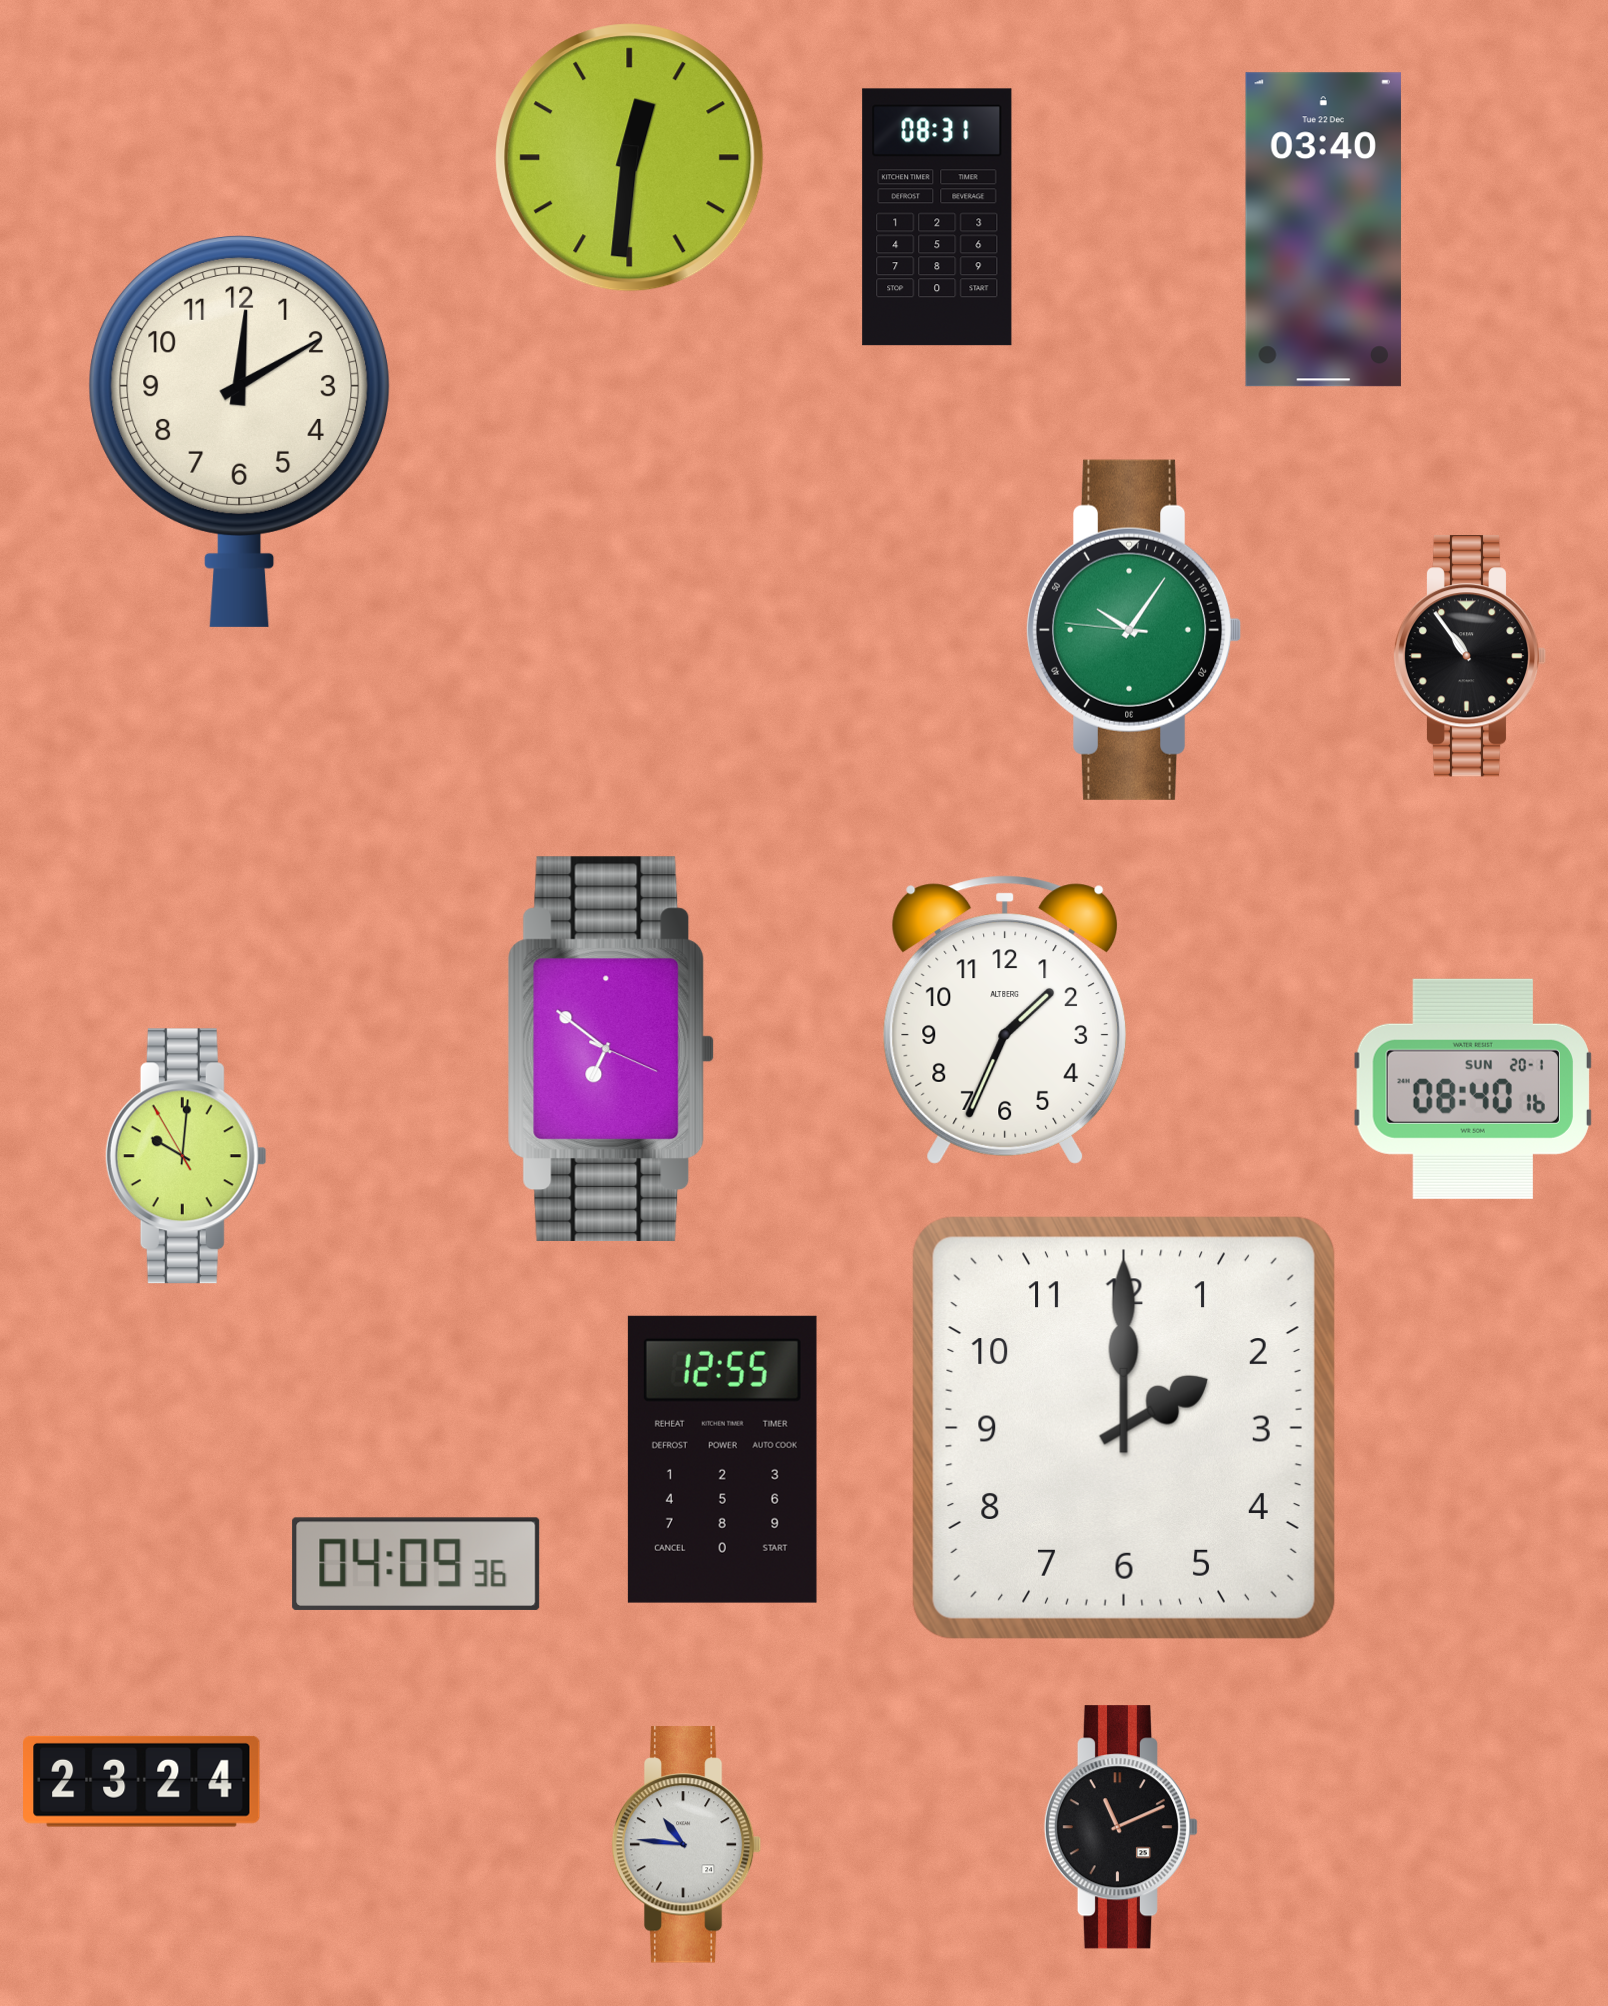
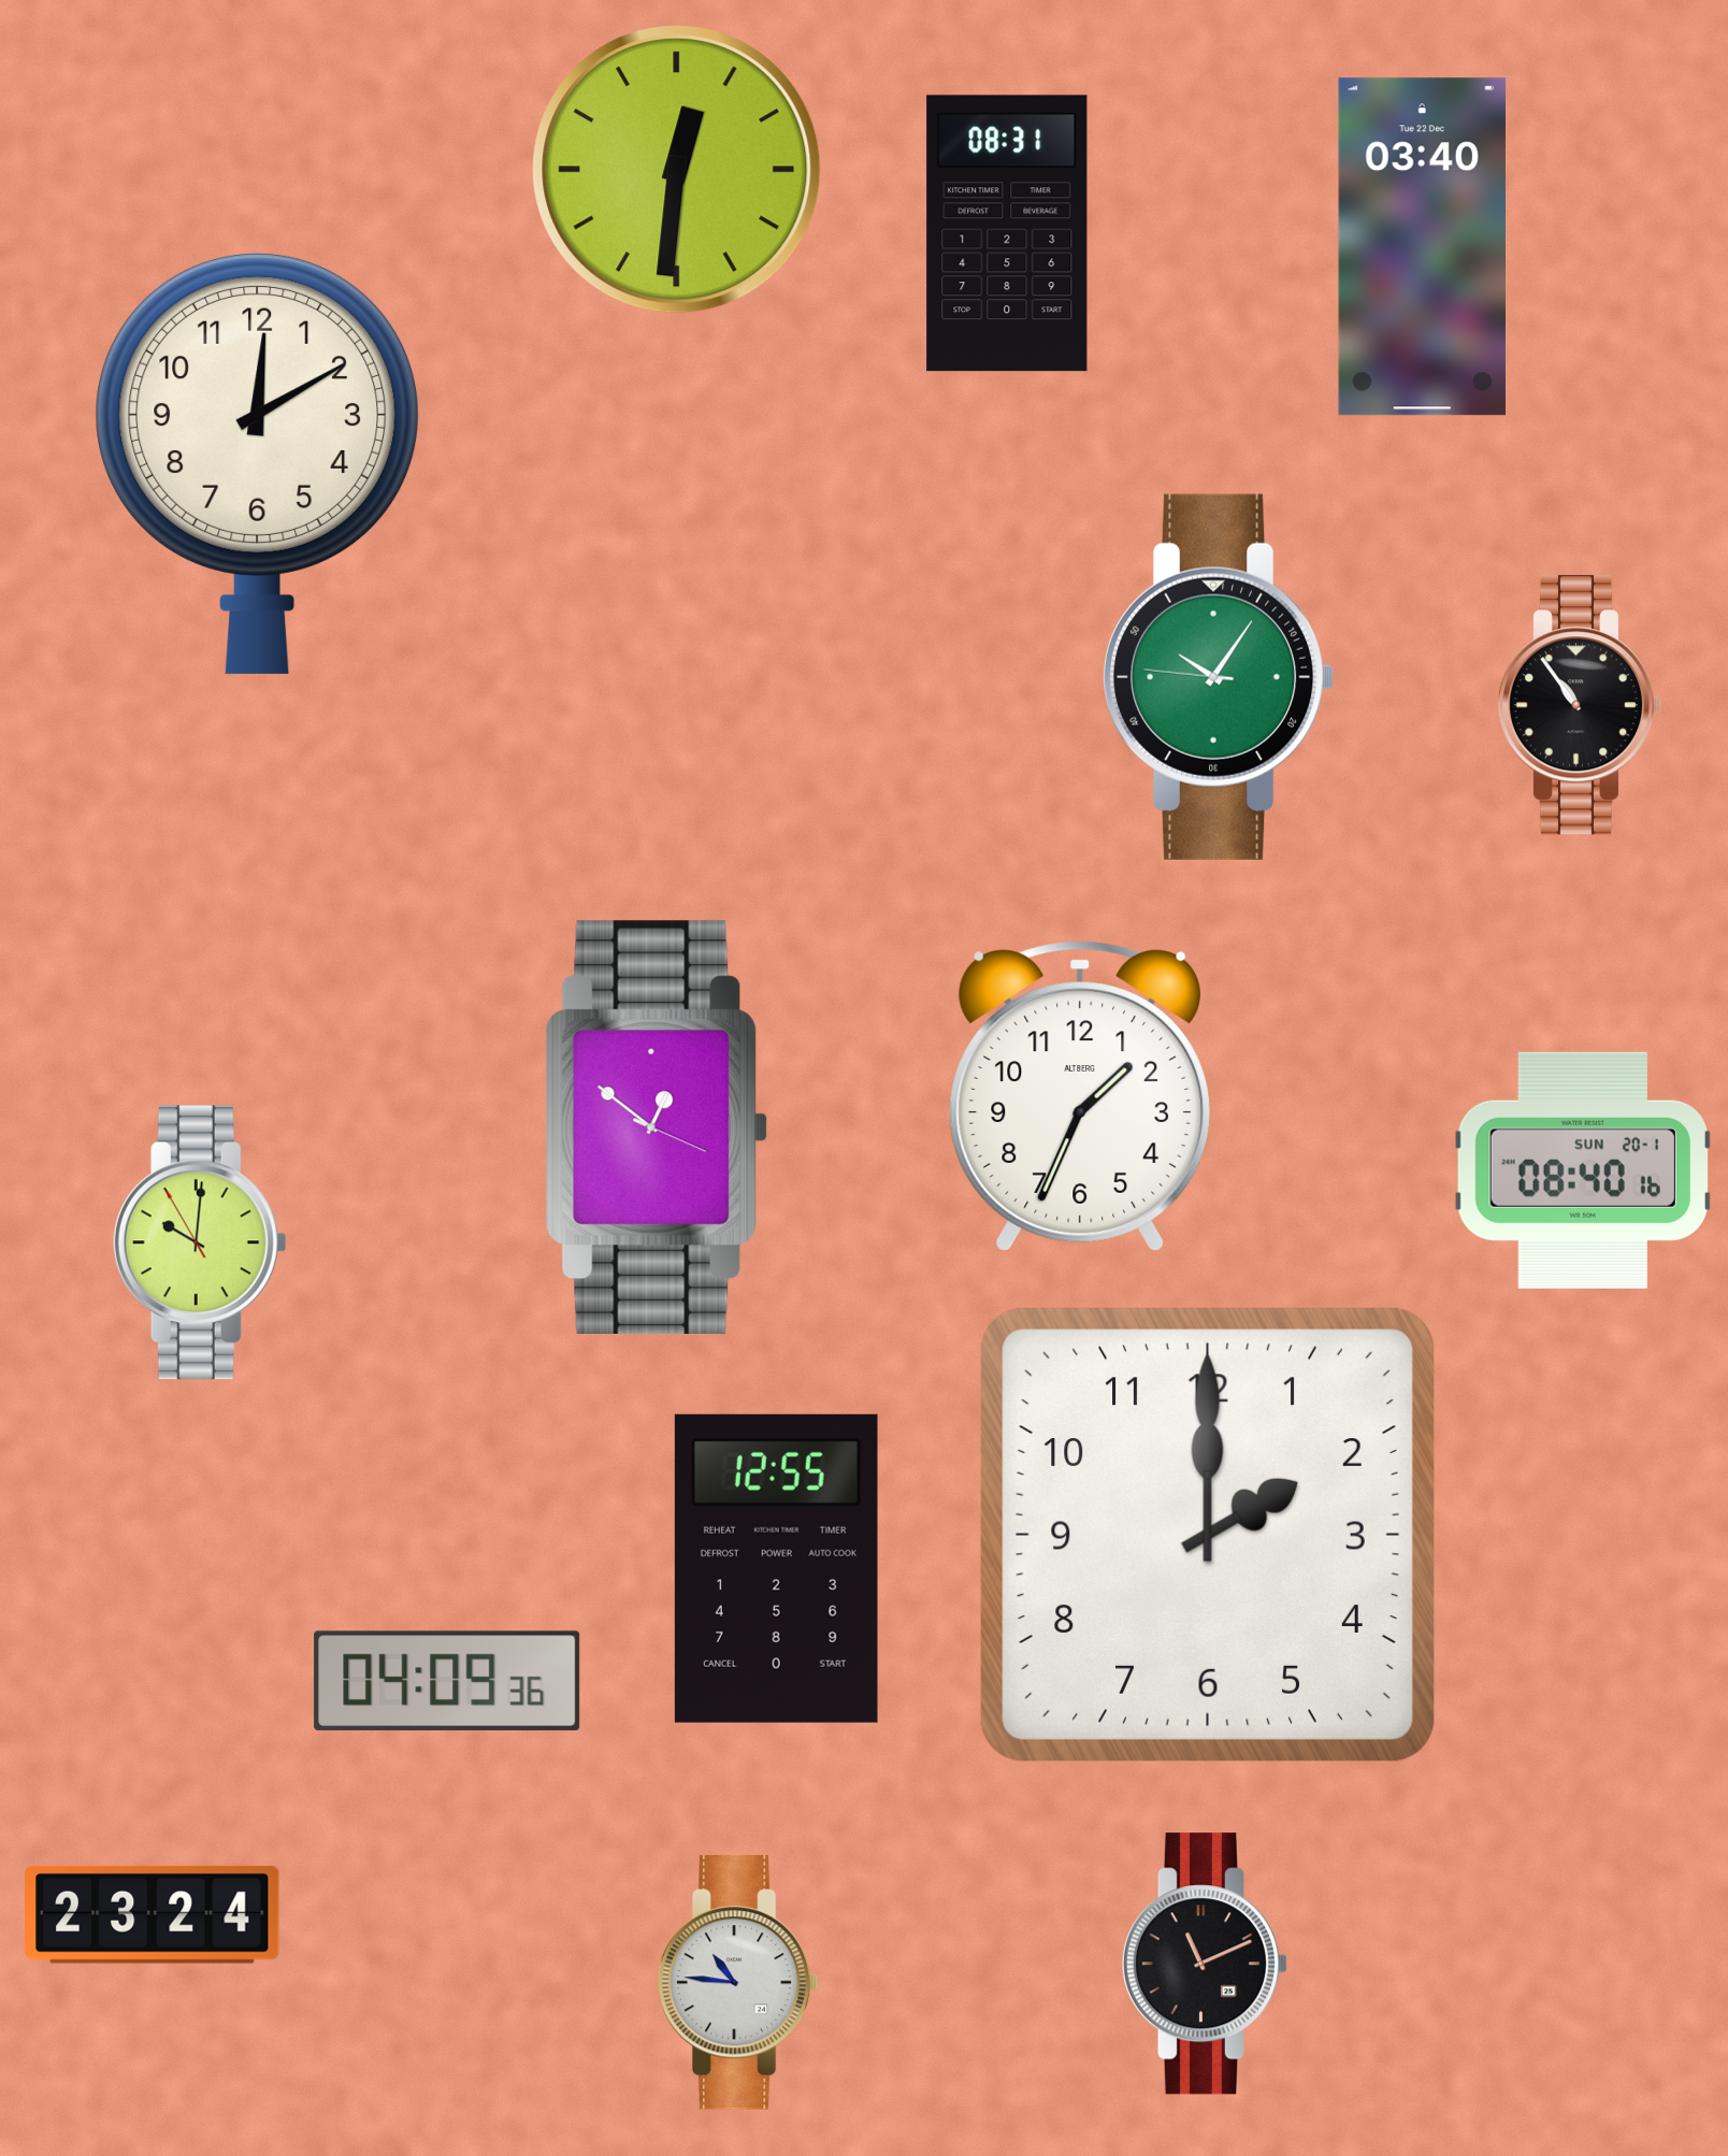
clock at (611, 1049): 6:51 -> 12:51
